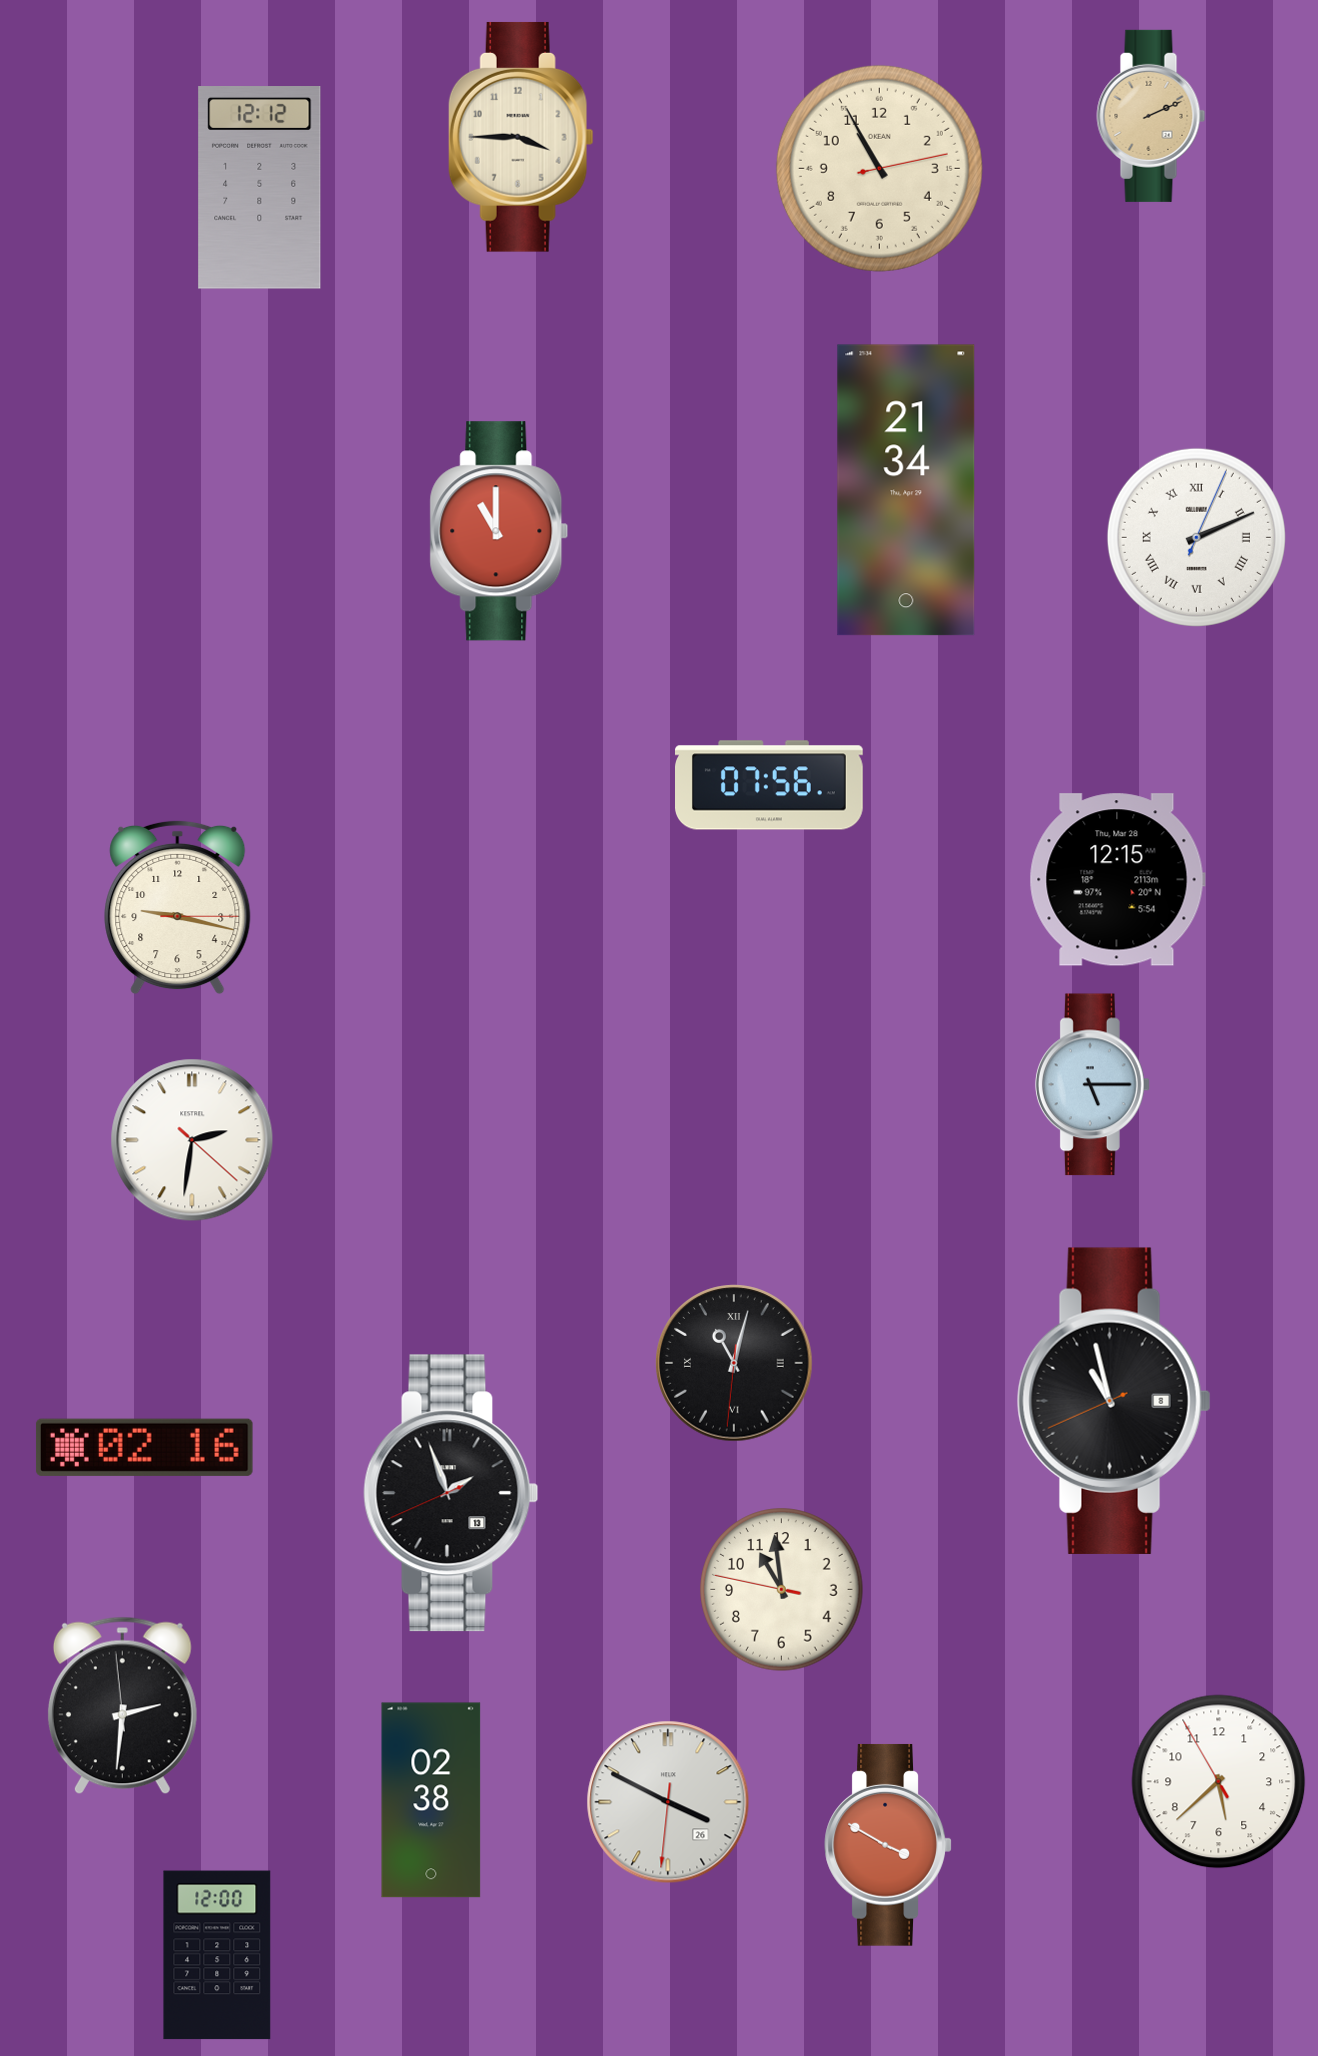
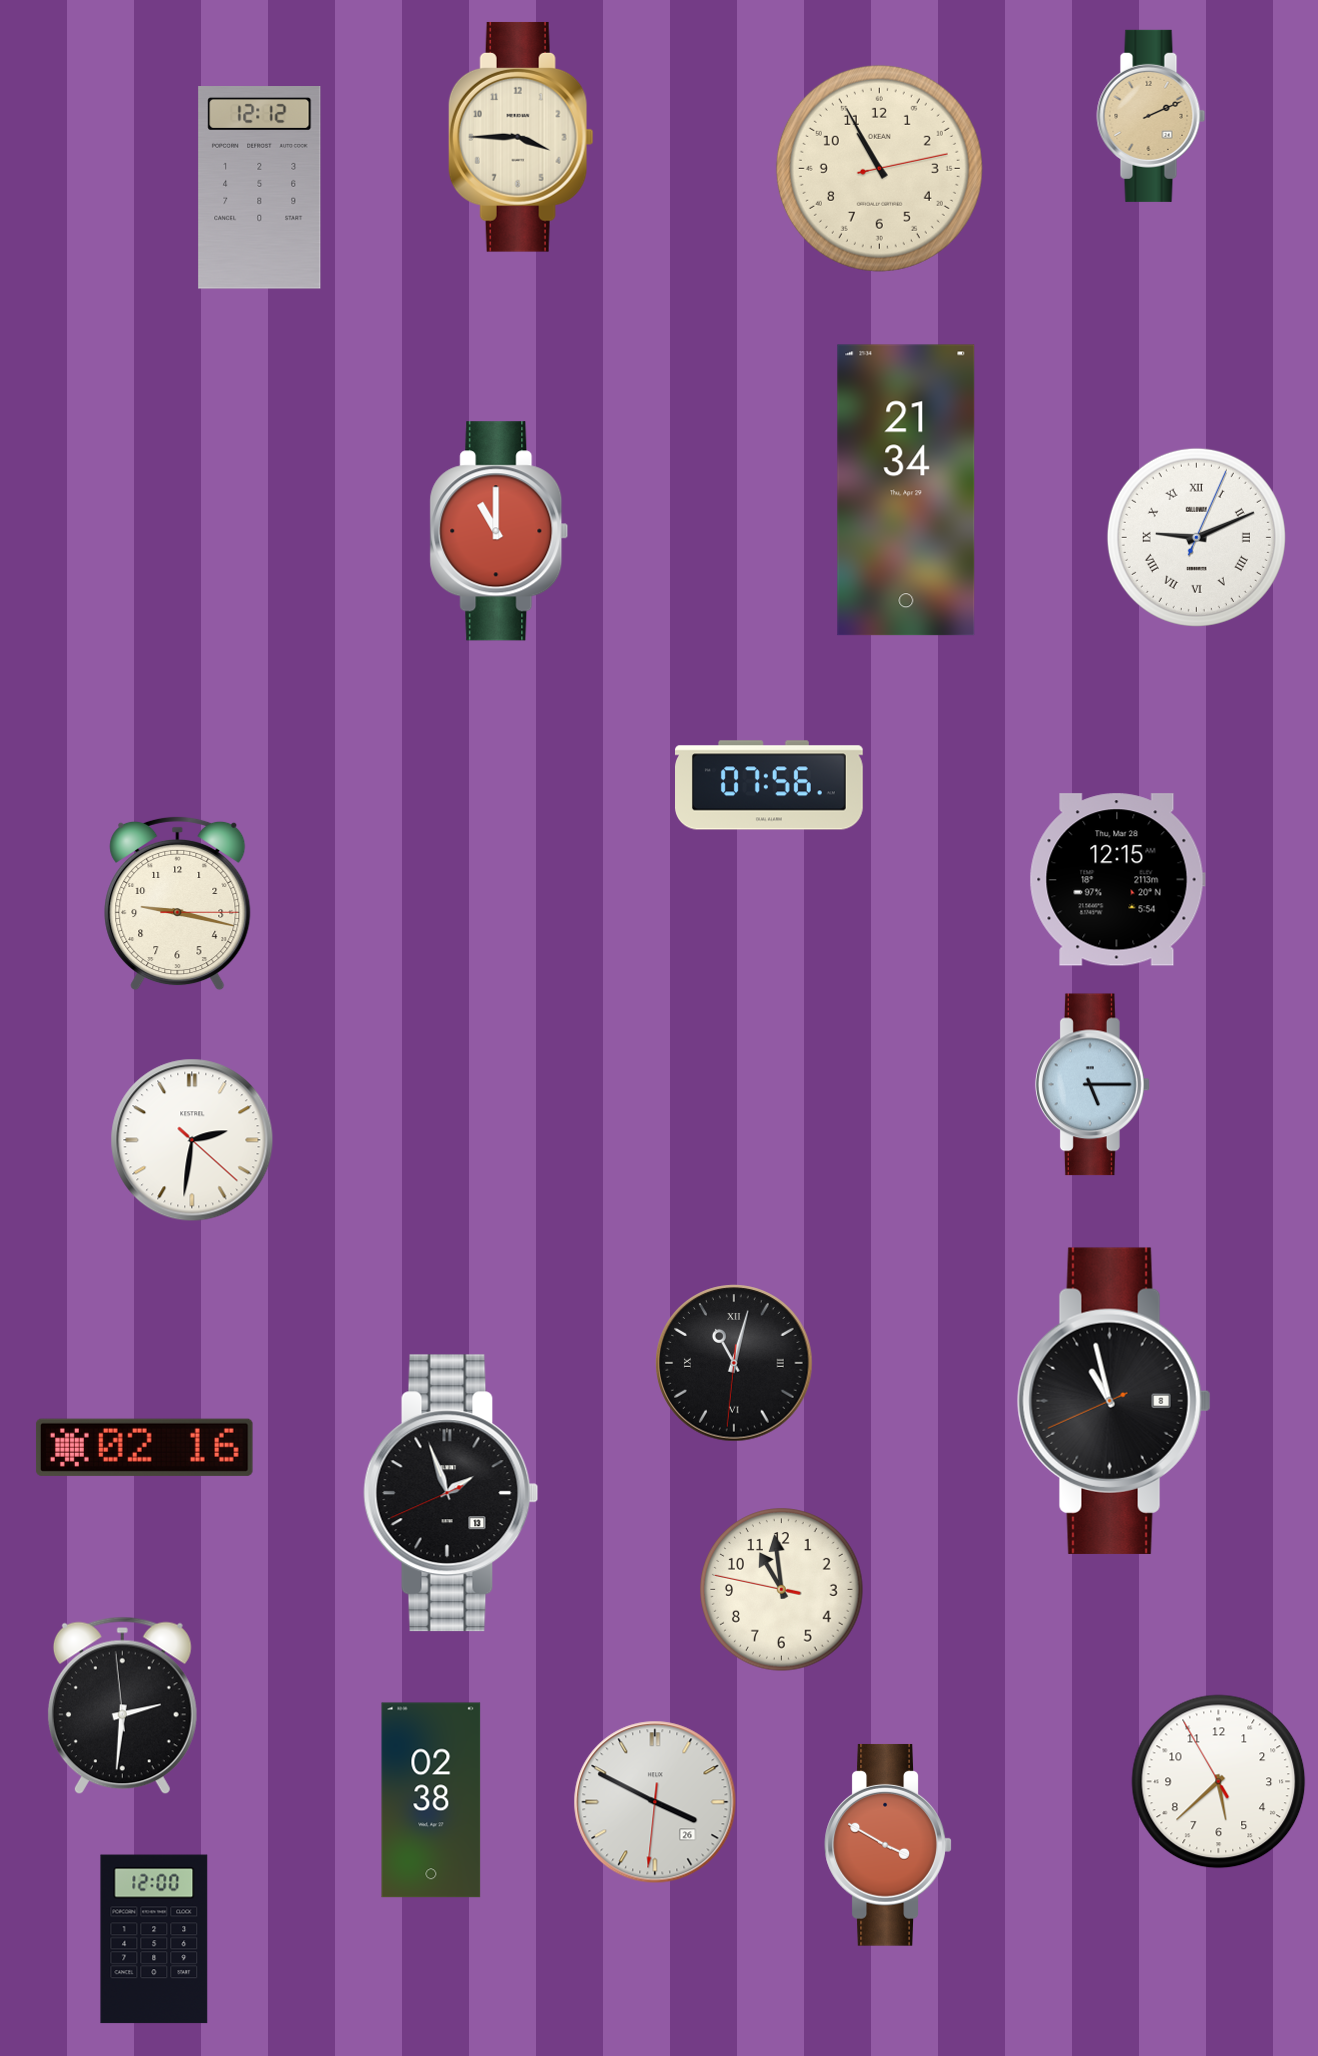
clock at (1196, 537): 2:11 -> 9:11
clock at (178, 907) position: (178, 907) -> (178, 903)
clock at (668, 1802) position: (668, 1802) -> (655, 1802)
clock at (217, 1955) position: (217, 1955) -> (154, 1939)
